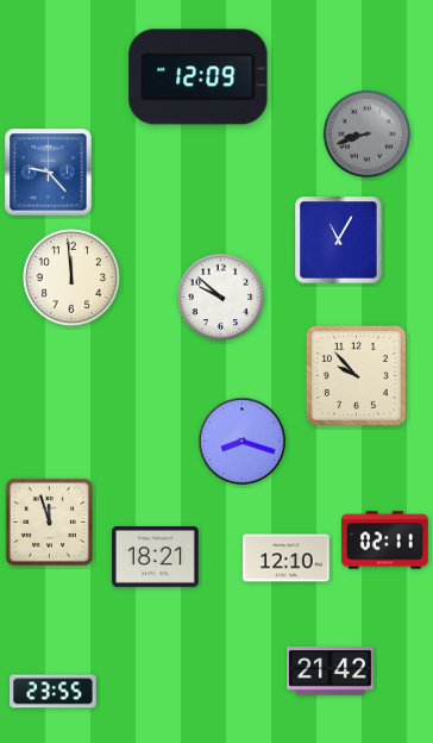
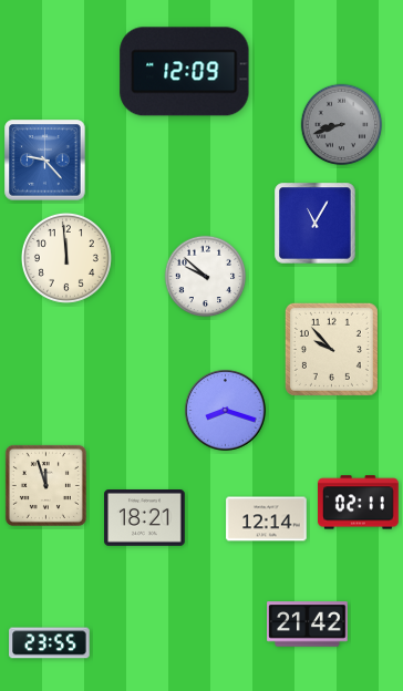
clock at (287, 558): 12:10 -> 12:14
